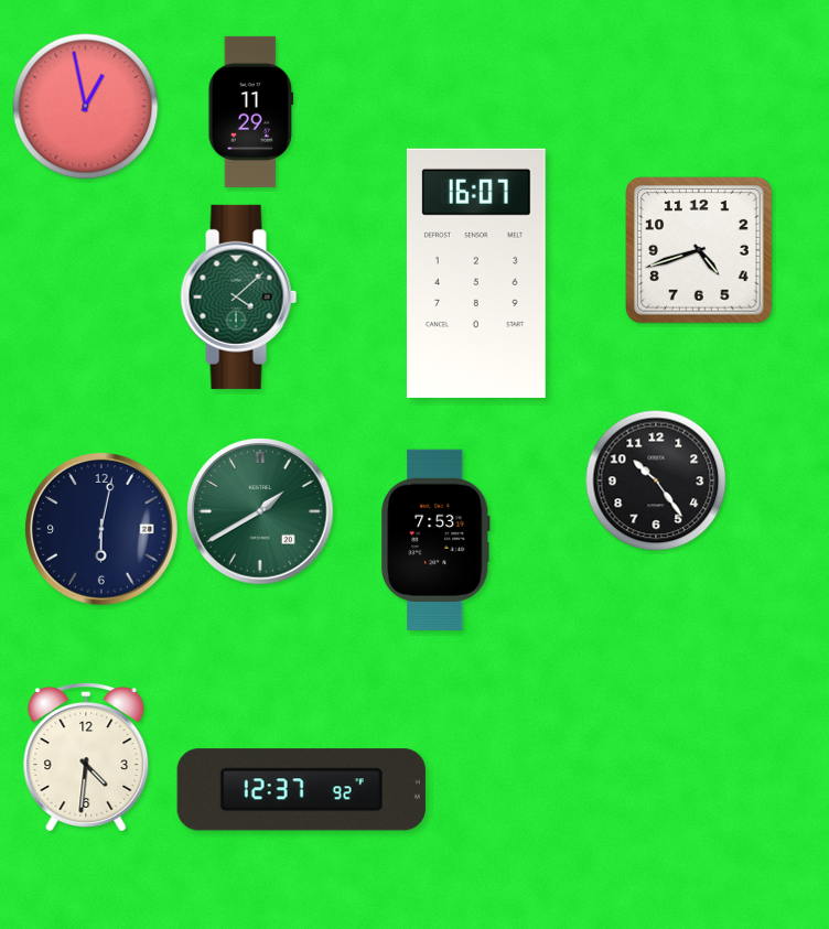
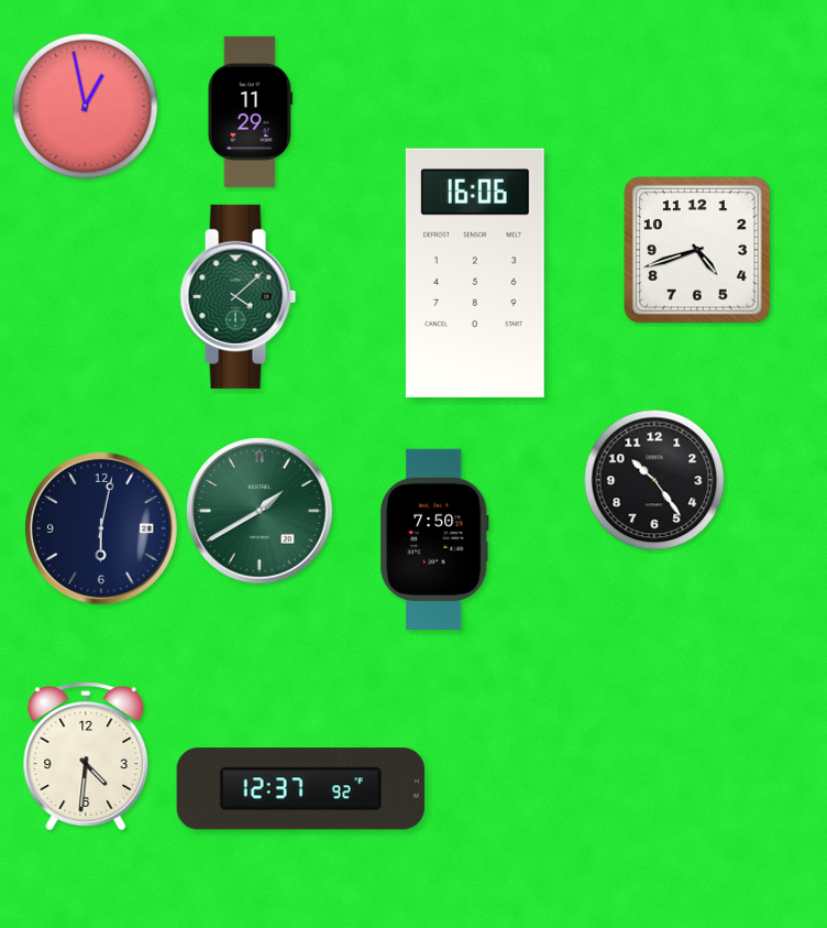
clock at (476, 273): 16:07 -> 16:06
clock at (437, 539): 7:53 -> 7:50
